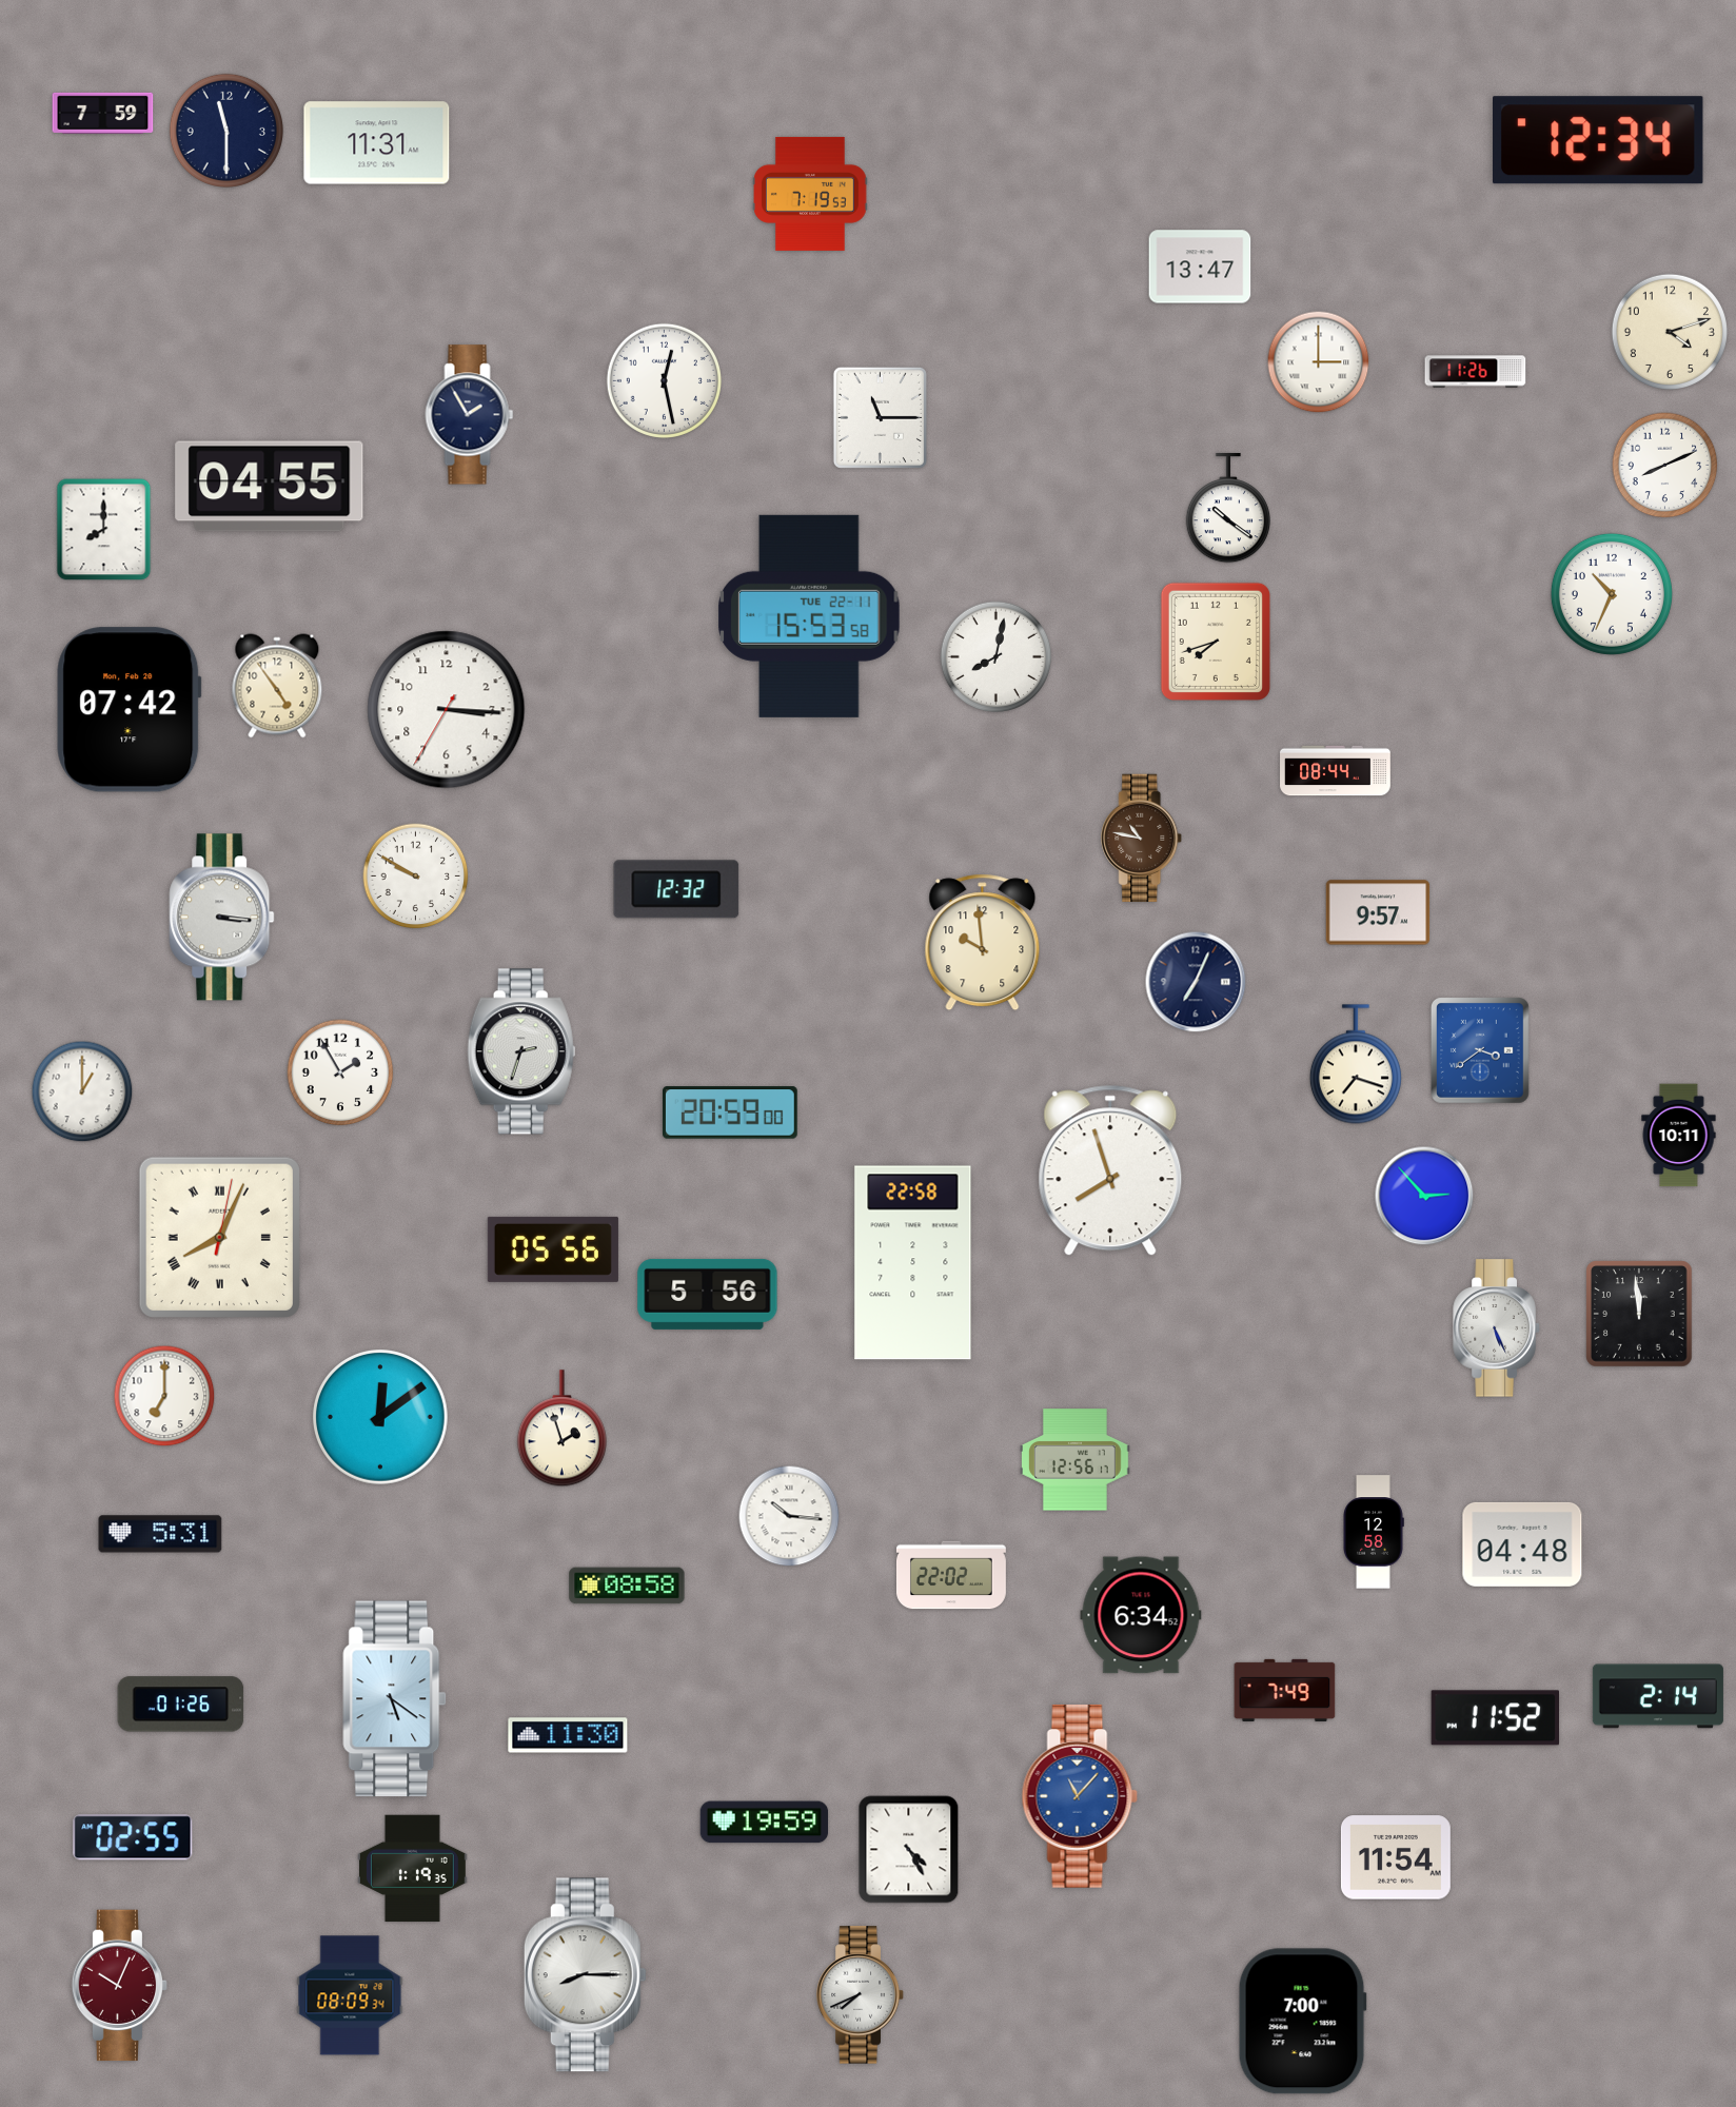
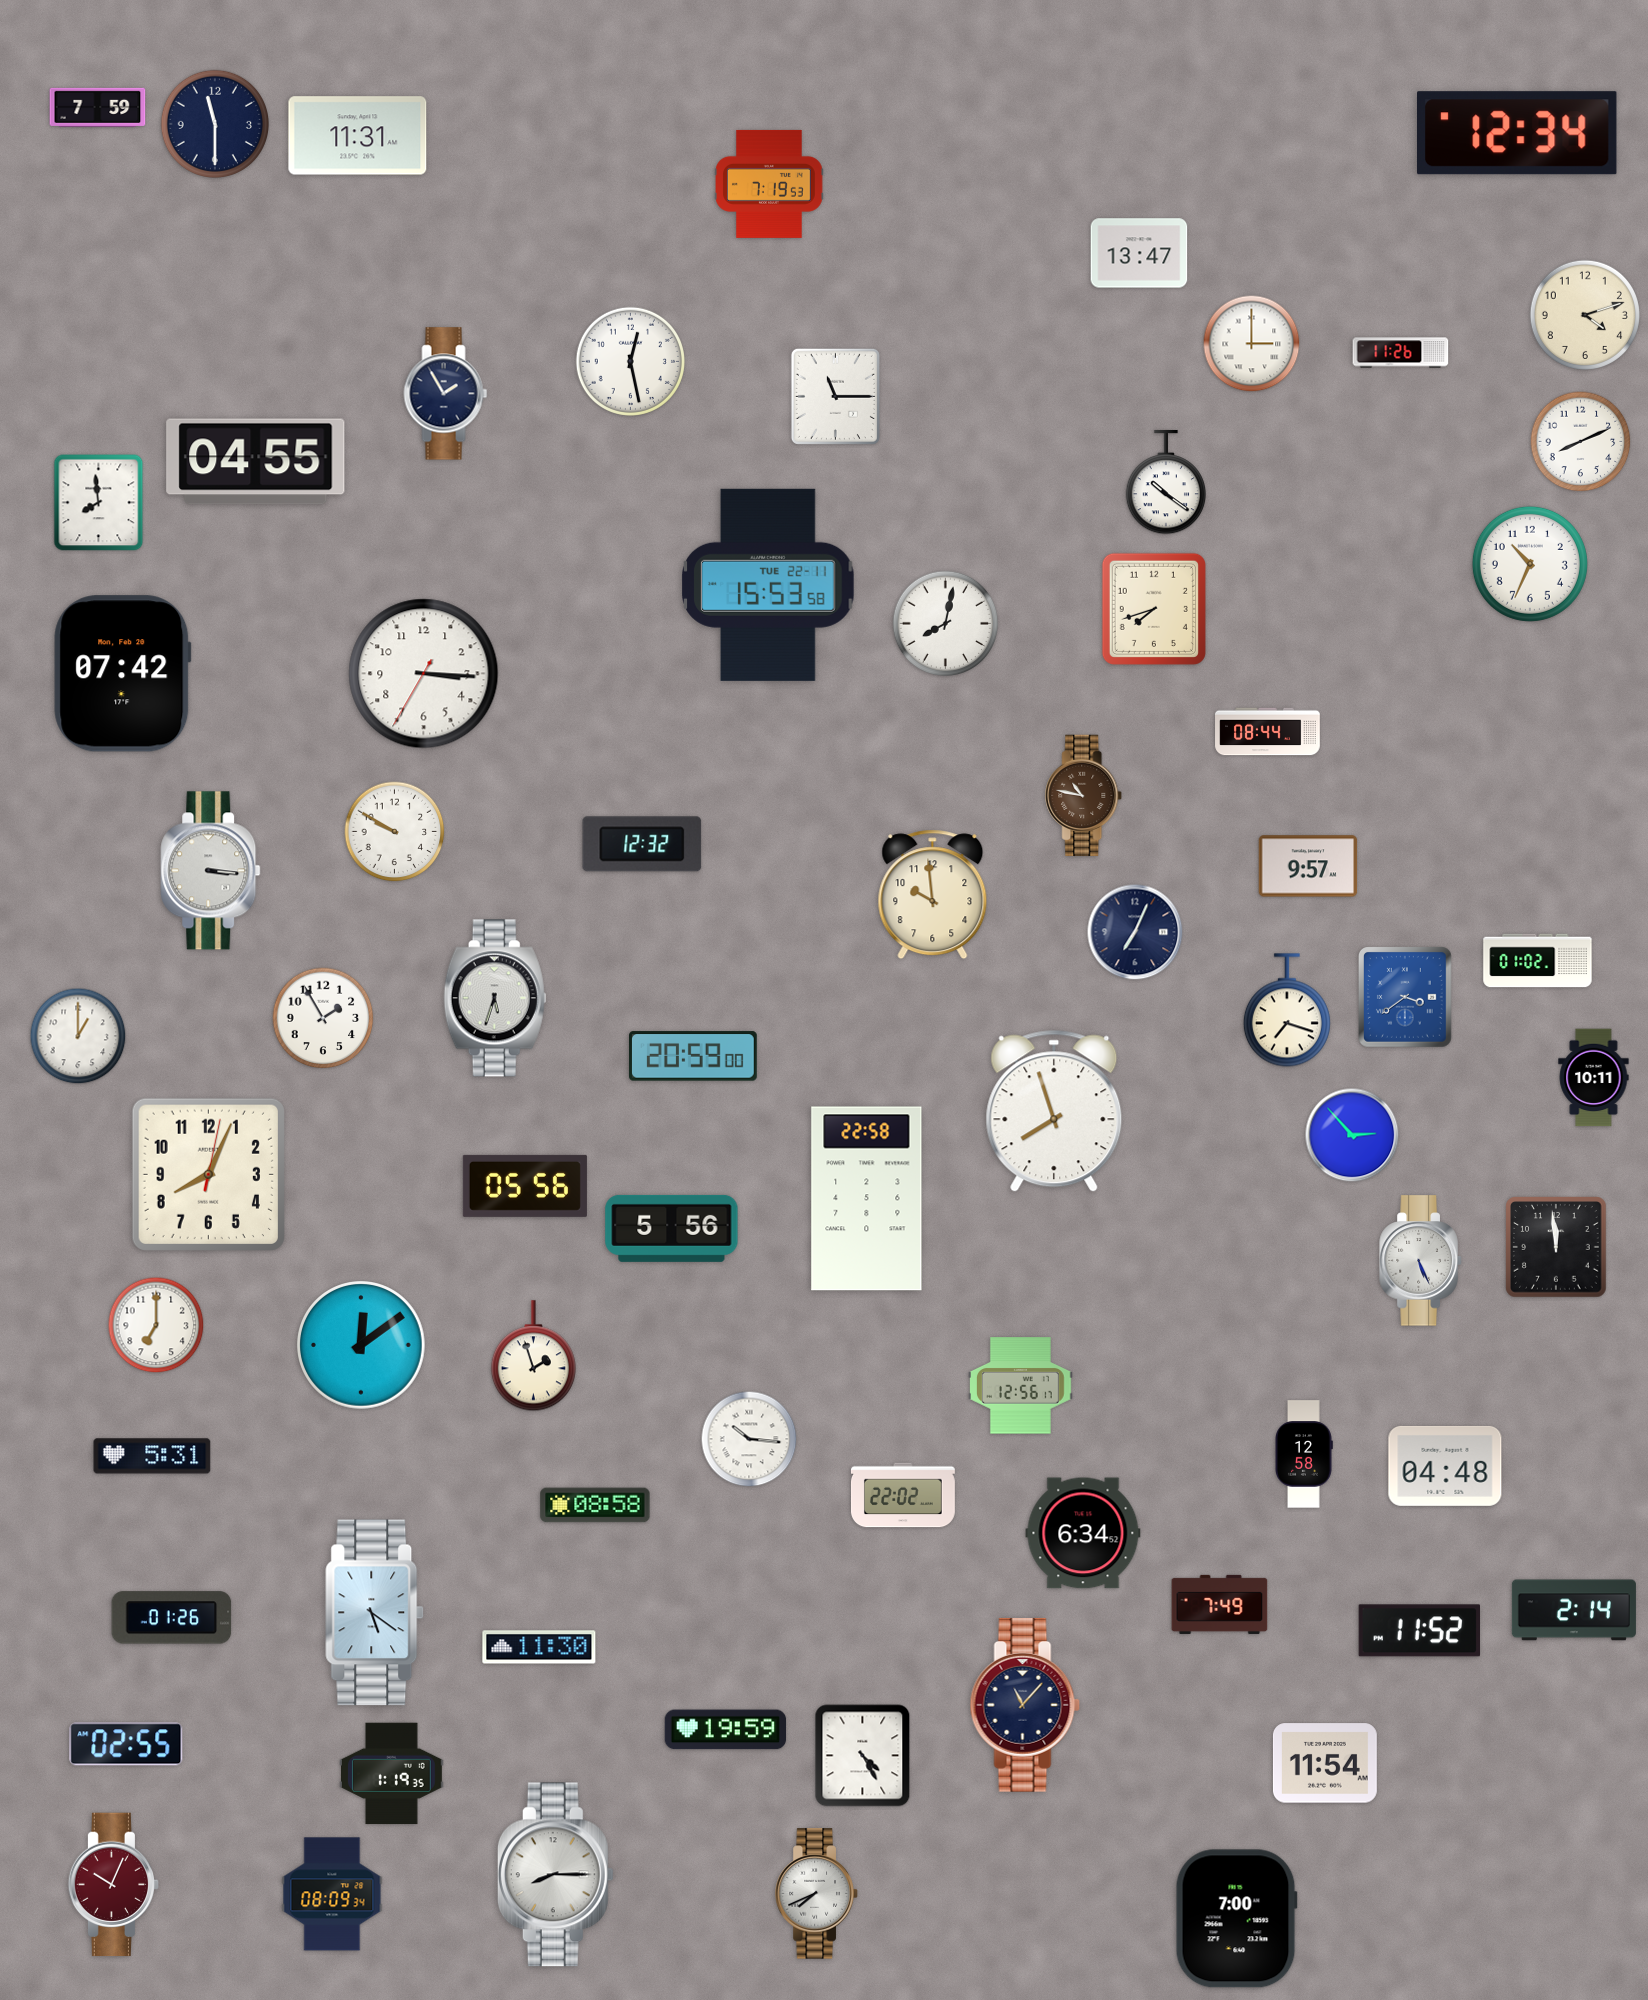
clock at (104, 530): 8:00 -> 7:59
clock at (277, 686): 4:54 -> none
clock at (1538, 961): none -> 01:02
clock at (521, 1051): 2:33 -> 5:33
clock at (219, 1237) numerals: Roman -> Arabic
clock at (1080, 1796) dial: blue -> navy
